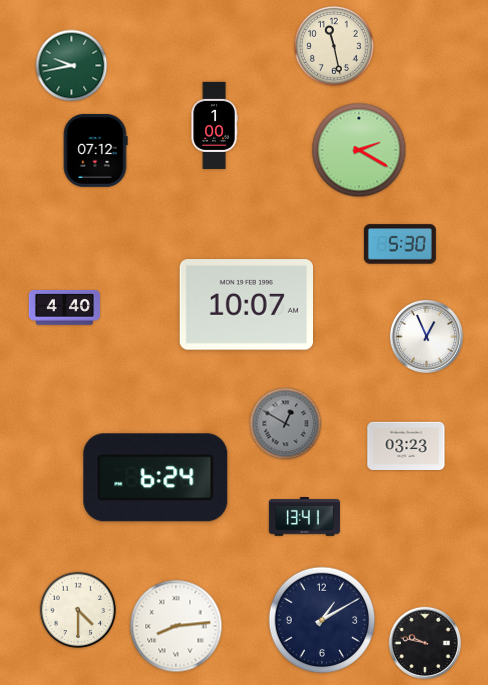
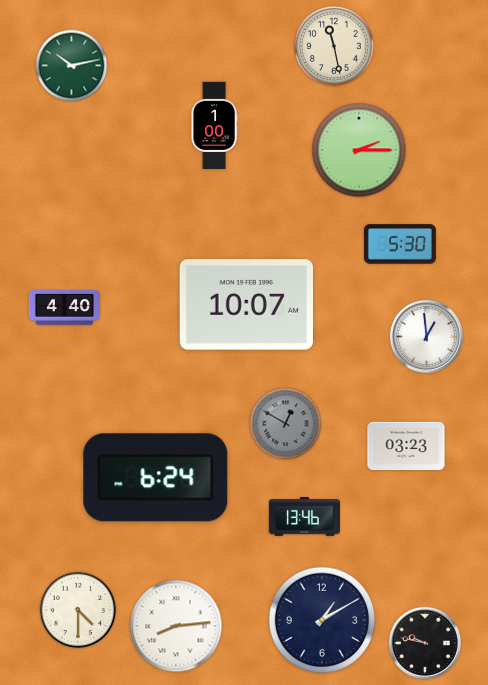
clock at (72, 66): 9:43 -> 10:13
clock at (95, 150): 07:12 -> none
clock at (359, 150): 2:20 -> 2:15
clock at (426, 336): 12:56 -> 12:59
clock at (304, 517): 13:41 -> 13:46
